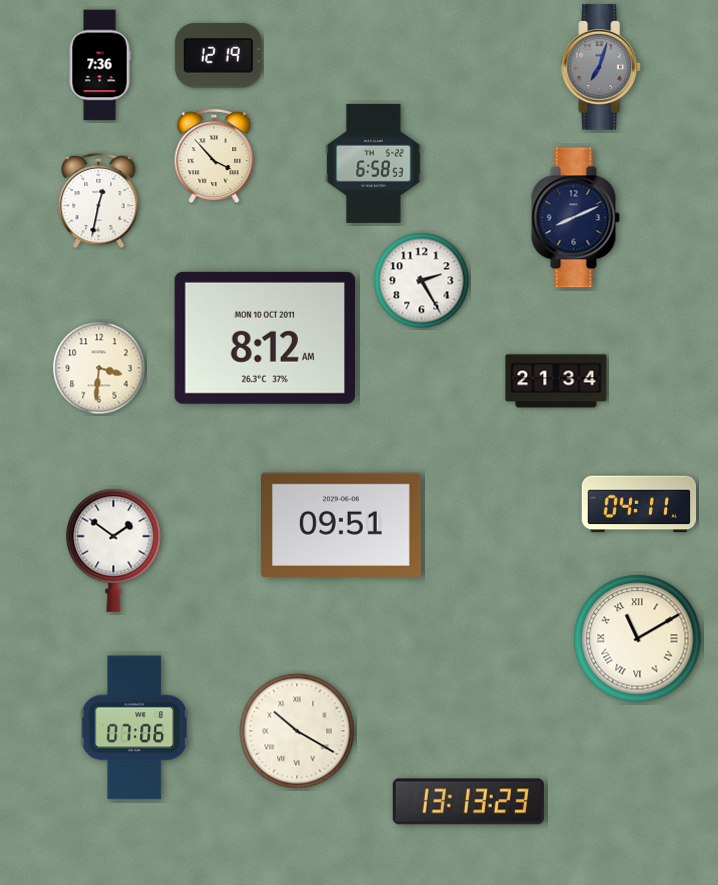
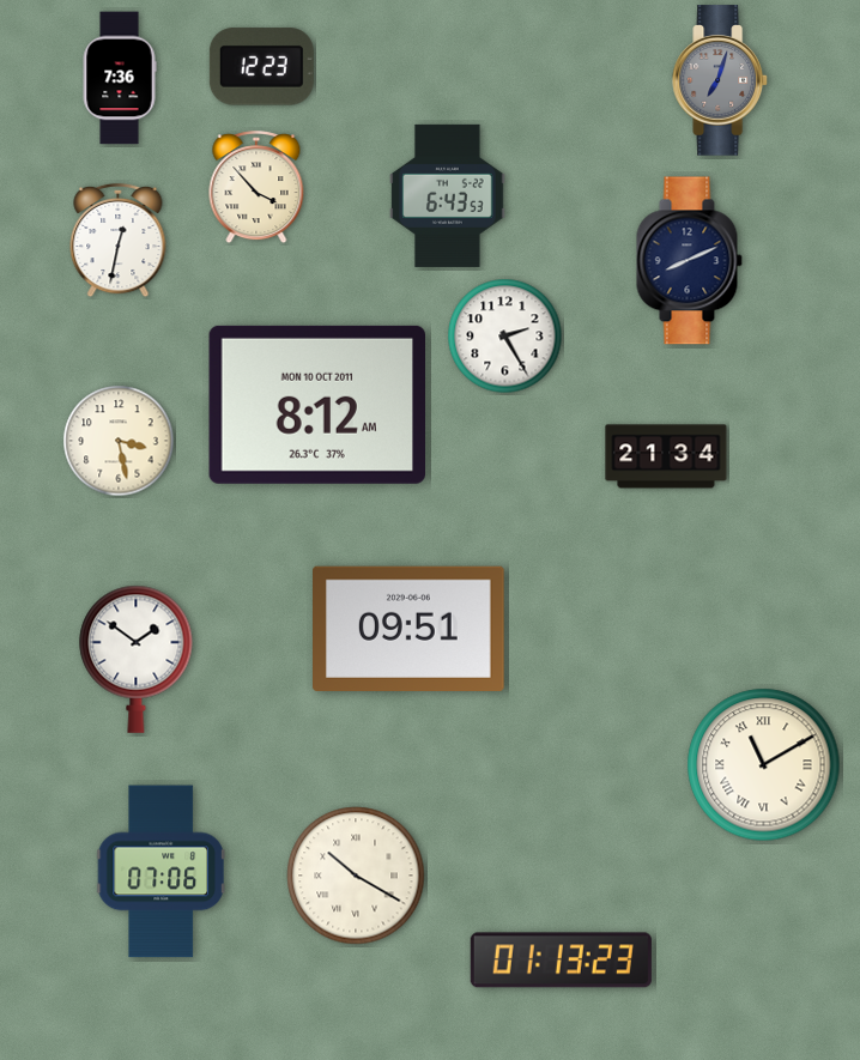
clock at (218, 56): 12:19 -> 12:23
clock at (374, 163): 6:58 -> 6:43
clock at (99, 368): 3:31 -> 3:28
clock at (639, 504): 04:11 -> none
clock at (468, 802): 13:13 -> 01:13
